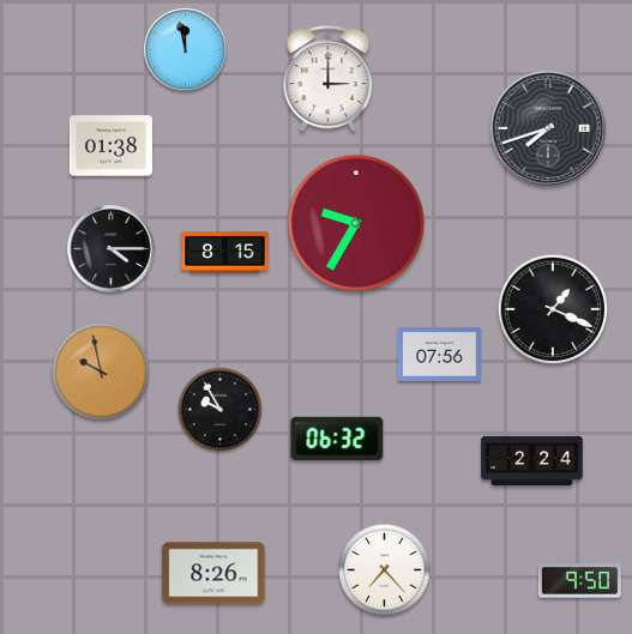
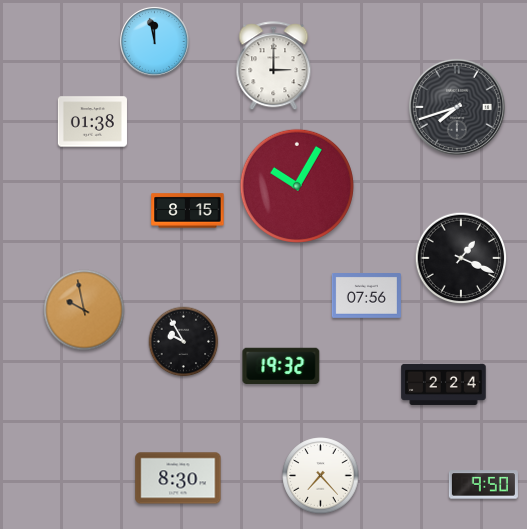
clock at (356, 223): 9:35 -> 10:05
clock at (112, 249): 4:15 -> none
clock at (337, 437): 06:32 -> 19:32
clock at (213, 573): 8:26 -> 8:30
